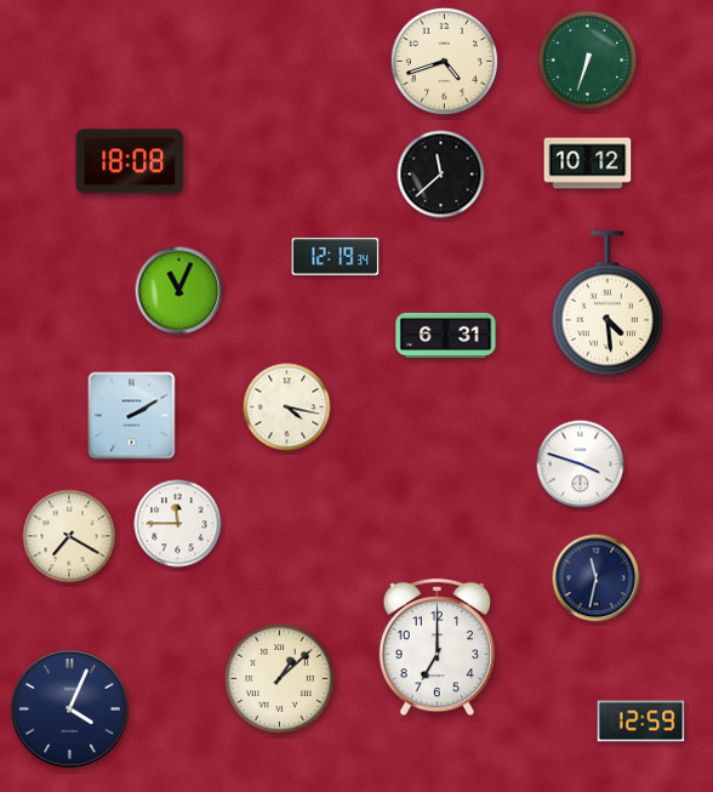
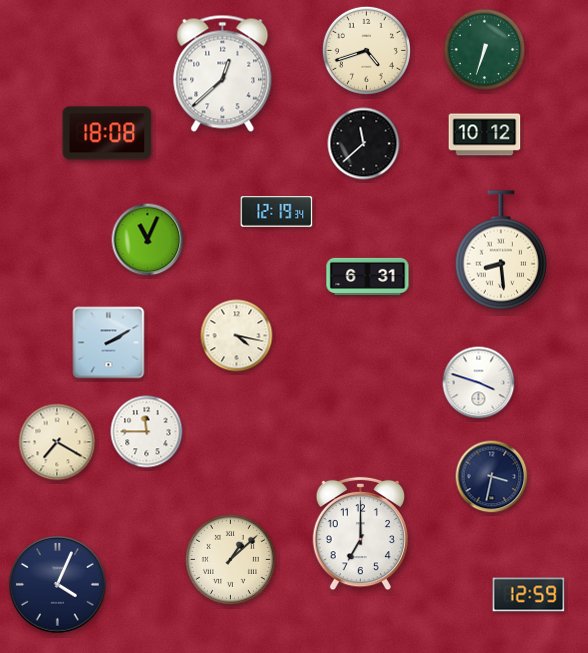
clock at (223, 73): none -> 12:38
clock at (606, 303): 4:29 -> 8:29
clock at (597, 579): 11:32 -> 3:32
